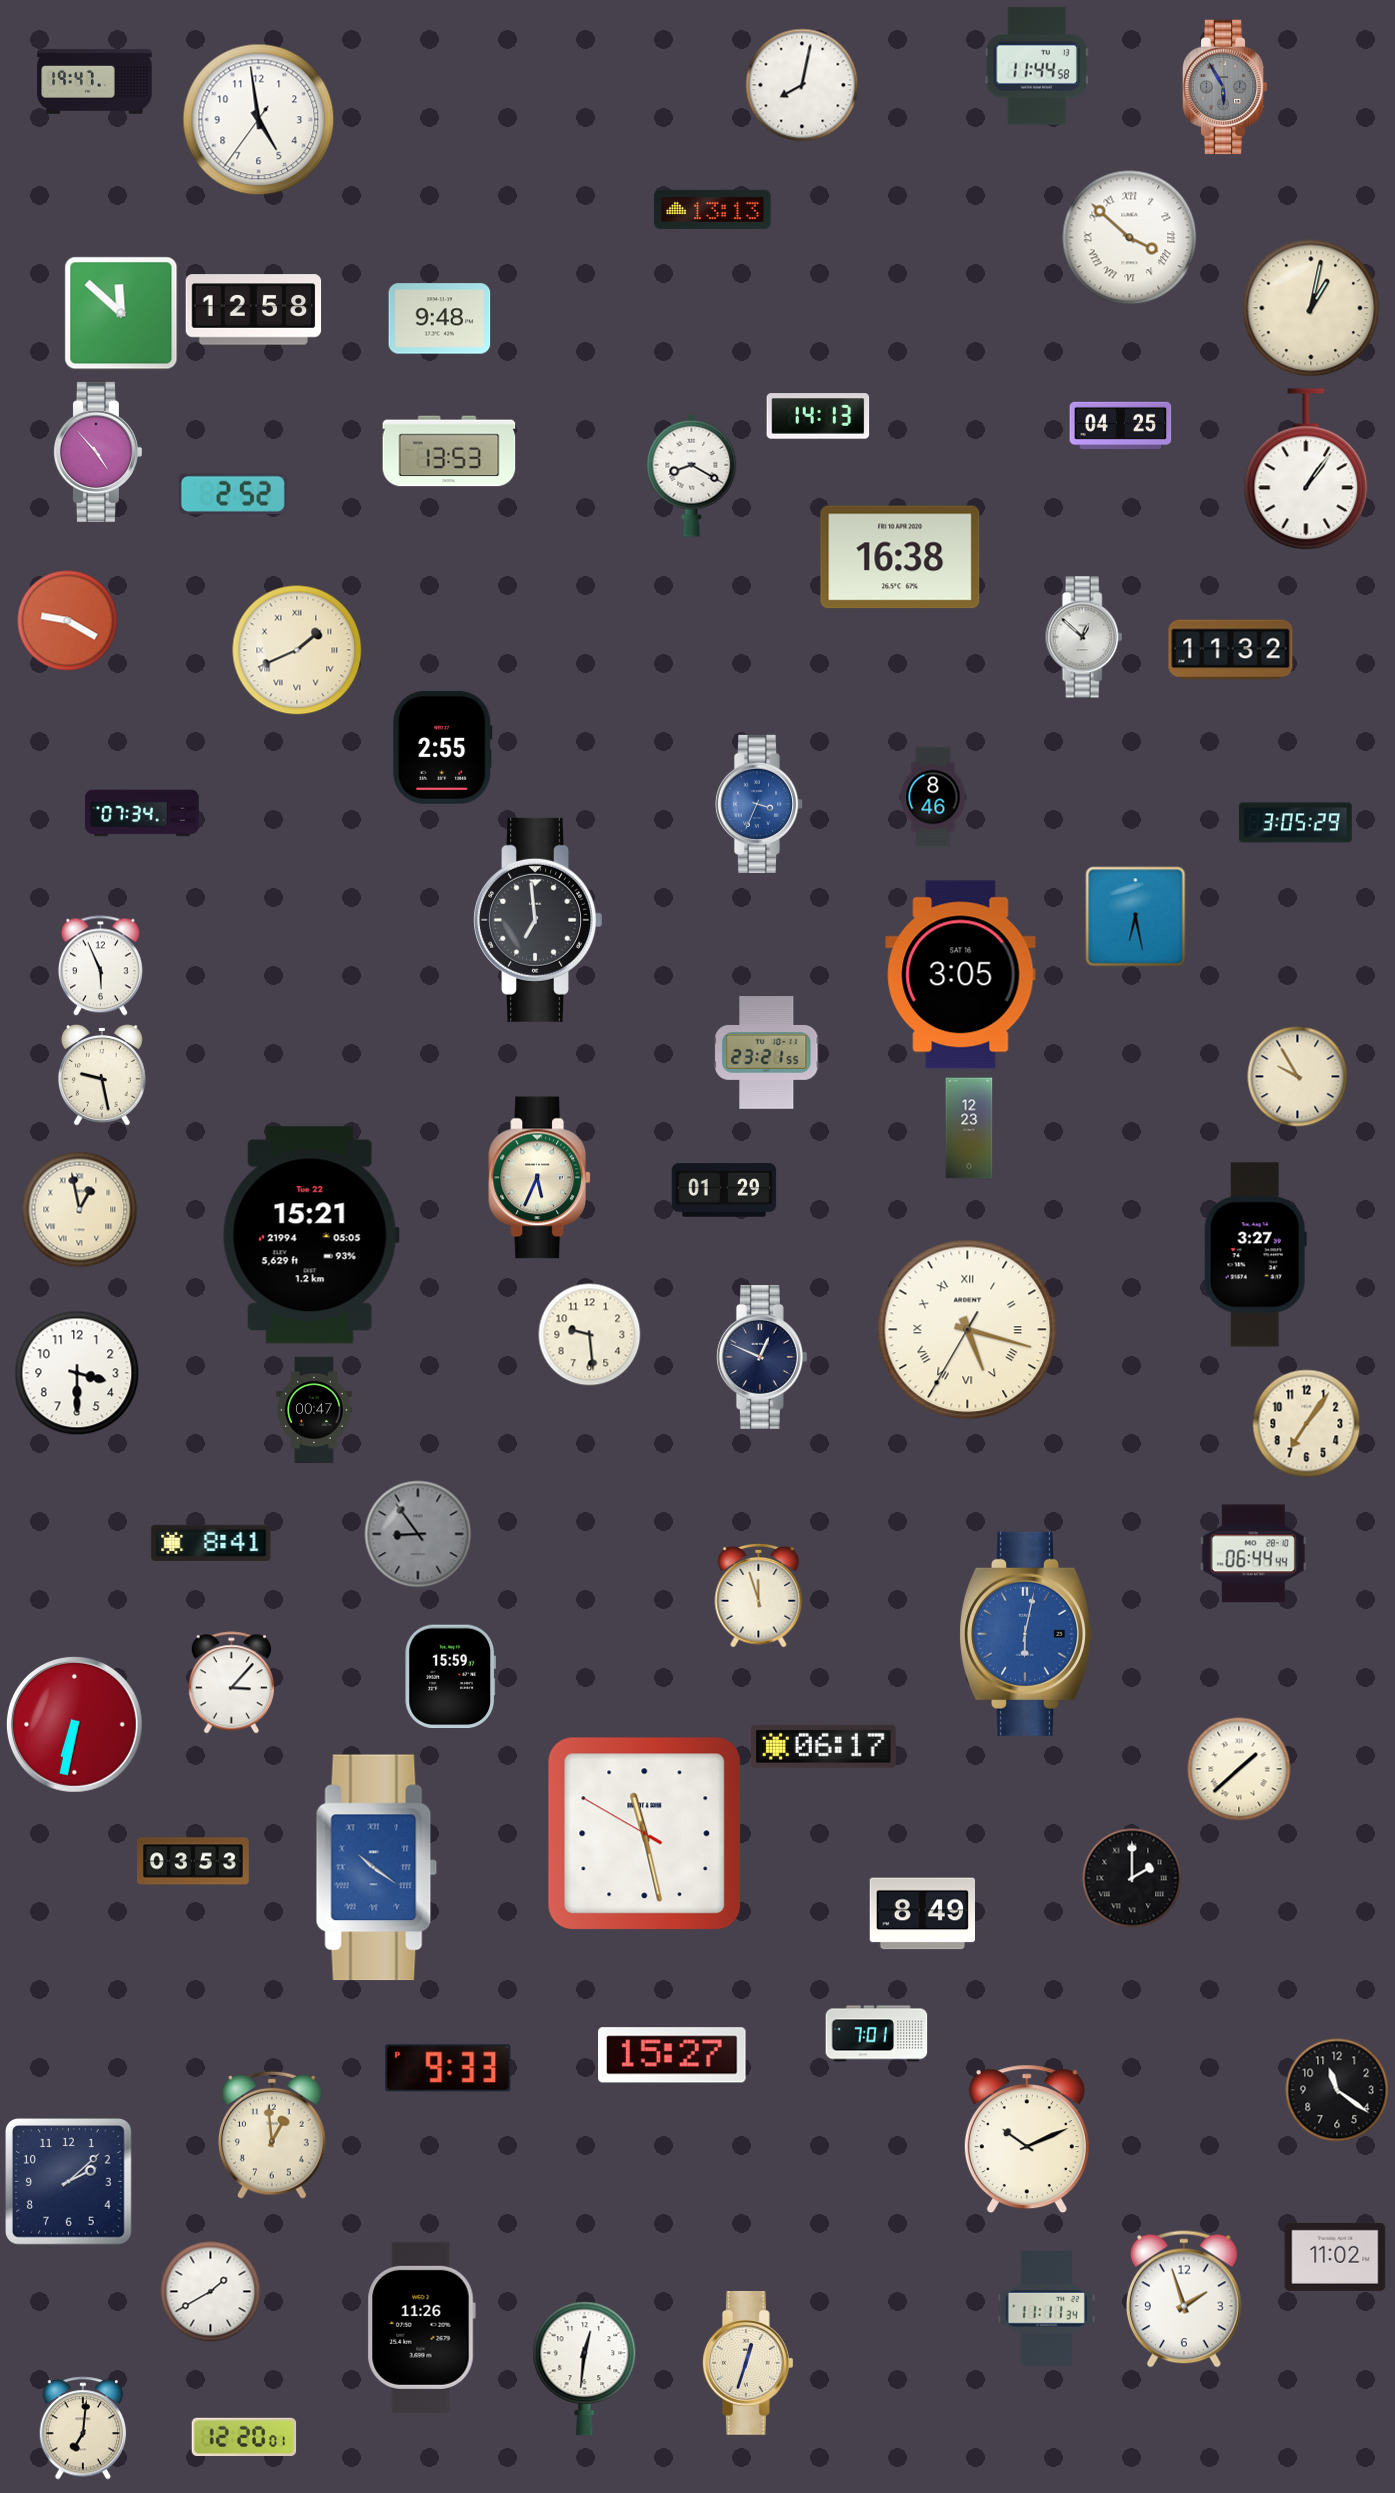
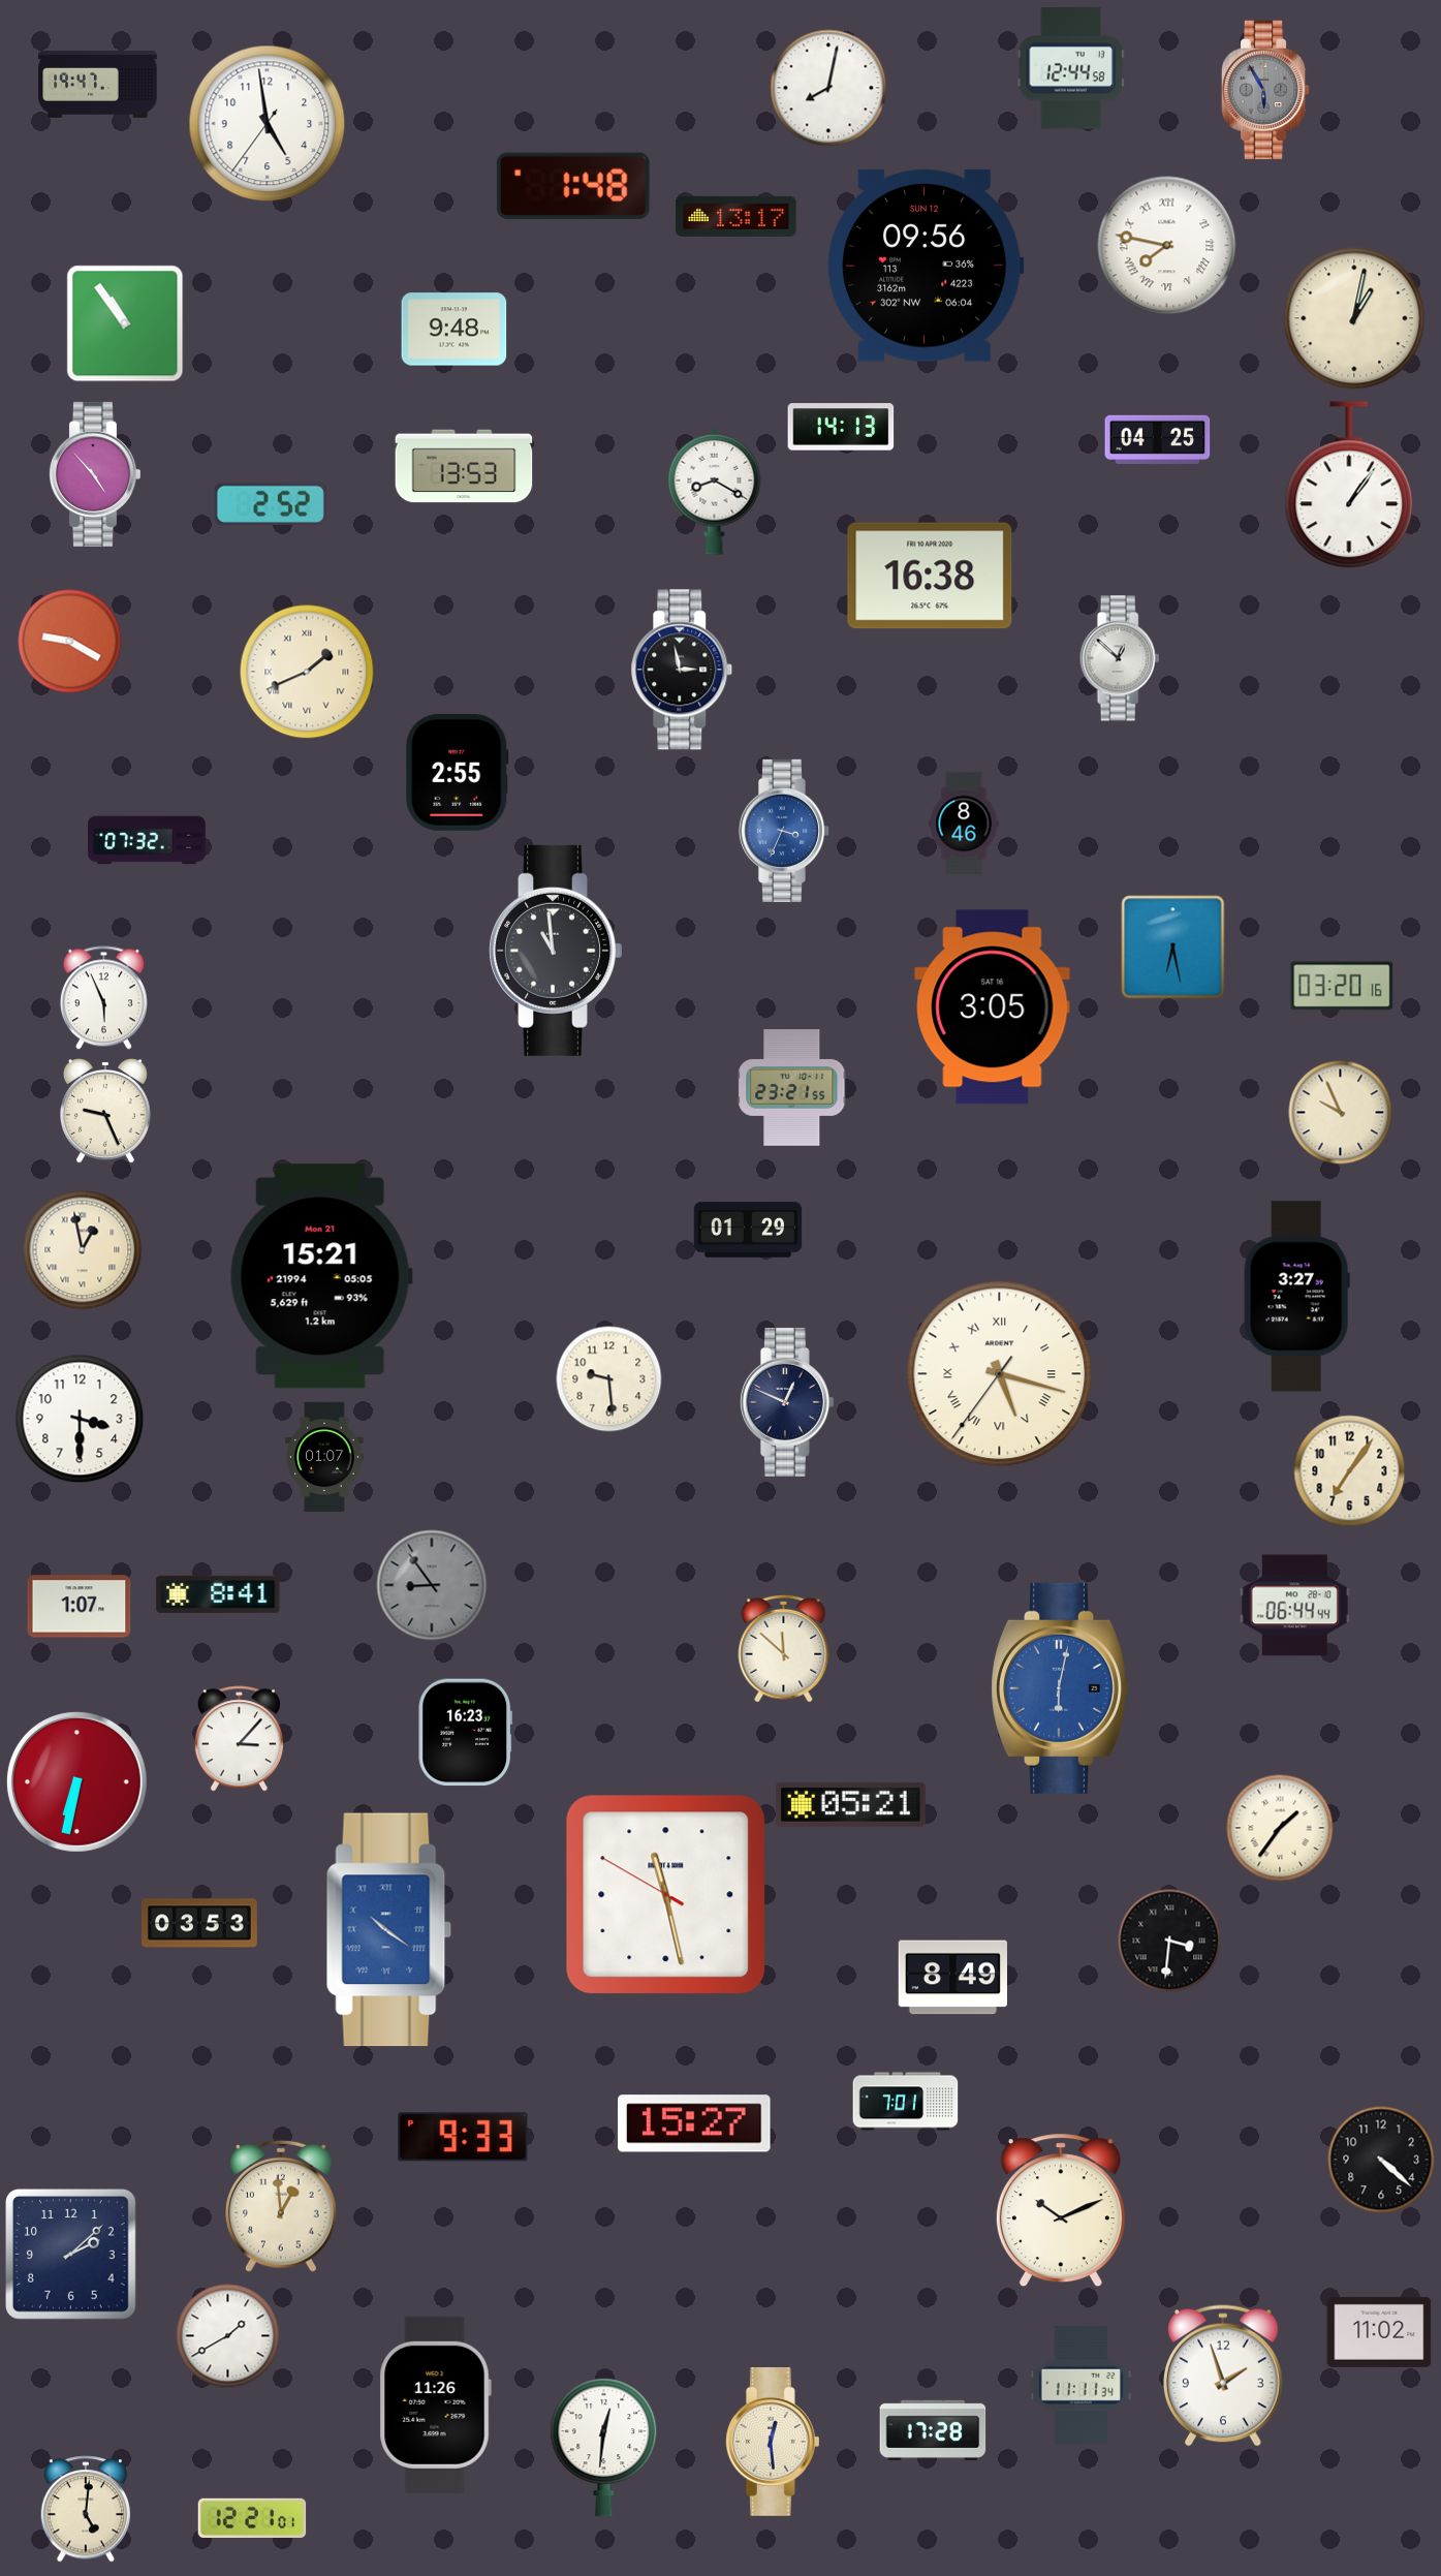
clock at (1037, 66): 11:44 -> 12:44
clock at (573, 186): none -> 1:48
clock at (713, 209): 13:13 -> 13:17
clock at (1130, 238): 3:52 -> 7:47
clock at (926, 266): none -> 09:56
clock at (254, 310): 12:58 -> none
clock at (121, 313): 11:52 -> 10:54
clock at (818, 416) position: (818, 416) -> (841, 427)
clock at (97, 452) position: (97, 452) -> (94, 474)
clock at (233, 494) position: (233, 494) -> (271, 504)
clock at (682, 670): none -> 2:58
clock at (1231, 650): 11:32 -> none
clock at (142, 813): 07:34 -> 07:32
clock at (1296, 823): 3:05 -> none
clock at (537, 920): 6:59 -> 10:59
clock at (1342, 986): none -> 03:20
clock at (102, 1076): 9:28 -> 9:26
clock at (1298, 1077): 9:55 -> 9:56
clock at (969, 1128): 12:23 -> none
clock at (539, 1178): 5:34 -> none
clock at (311, 1235) date: Tue 22 -> Mon 21
clock at (968, 1330): 5:17:35 -> 5:17:36
clock at (314, 1410): 00:47 -> 01:07
clock at (80, 1607): none -> 1:07
clock at (759, 1595): 11:57 -> 11:52
clock at (451, 1677): 15:59 -> 16:23
clock at (824, 1746): 06:17 -> 05:21
clock at (1239, 1769): 1:38 -> 1:36
clock at (1132, 1878): 2:00 -> 3:31
clock at (1337, 2090): 11:21 -> 4:22
clock at (211, 2292) position: (211, 2292) -> (228, 2336)
clock at (933, 2430): none -> 17:28
clock at (748, 2363): 12:33 -> 12:29
clock at (83, 2428): 7:01 -> 5:01
clock at (244, 2436): 12:20 -> 12:21
